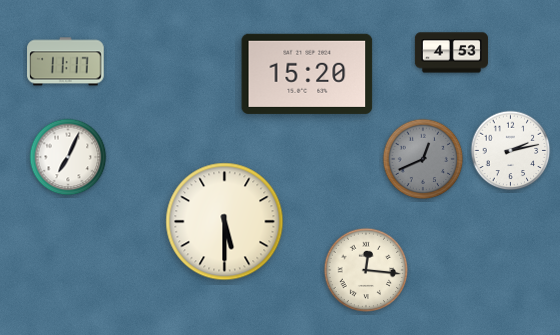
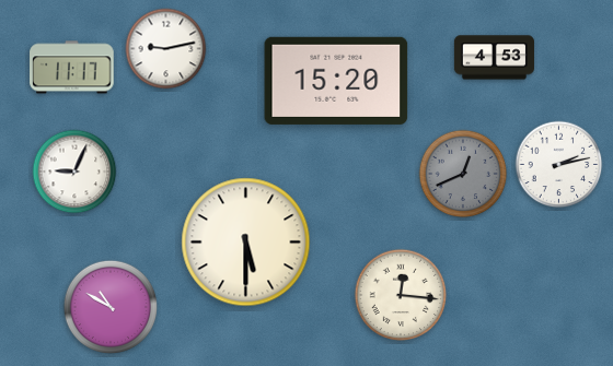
clock at (166, 49): none -> 9:13
clock at (68, 157): 7:04 -> 9:04
clock at (109, 306): none -> 10:50
